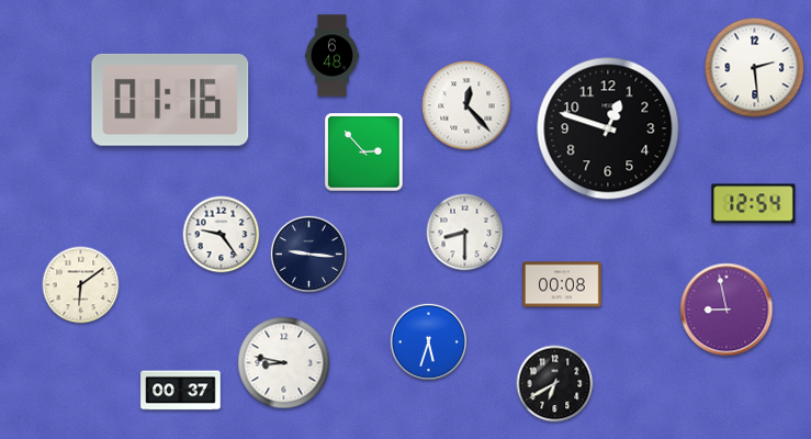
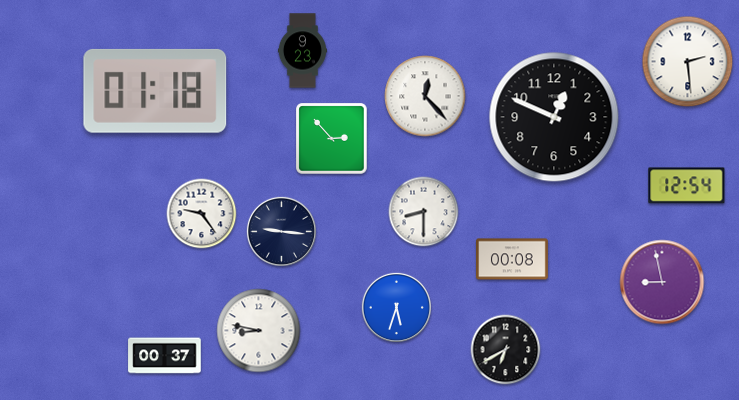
clock at (331, 56): 6:48 -> 9:23
clock at (170, 100): 01:16 -> 01:18
clock at (608, 128): 12:48 -> 12:49
clock at (81, 285): 6:09 -> none
clock at (428, 341) position: (428, 341) -> (396, 307)
